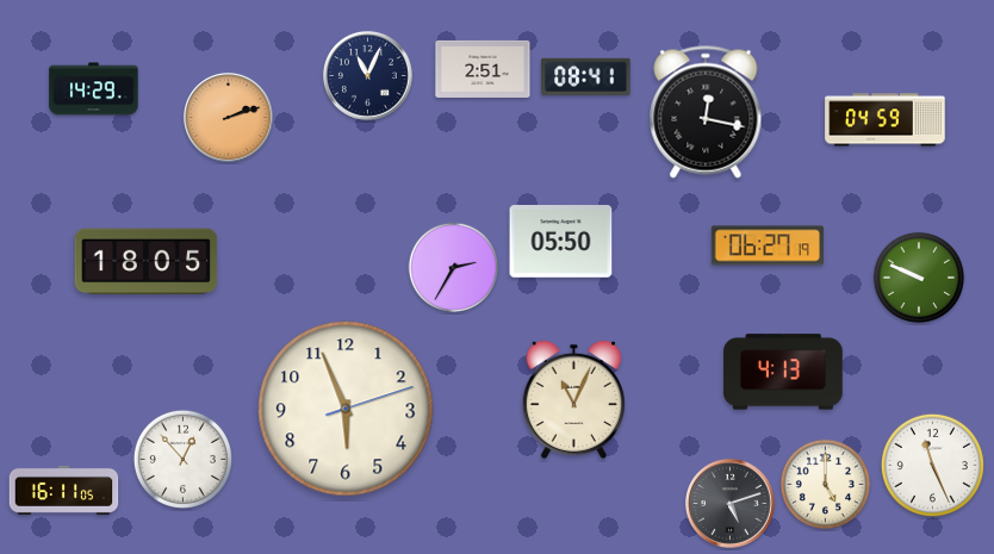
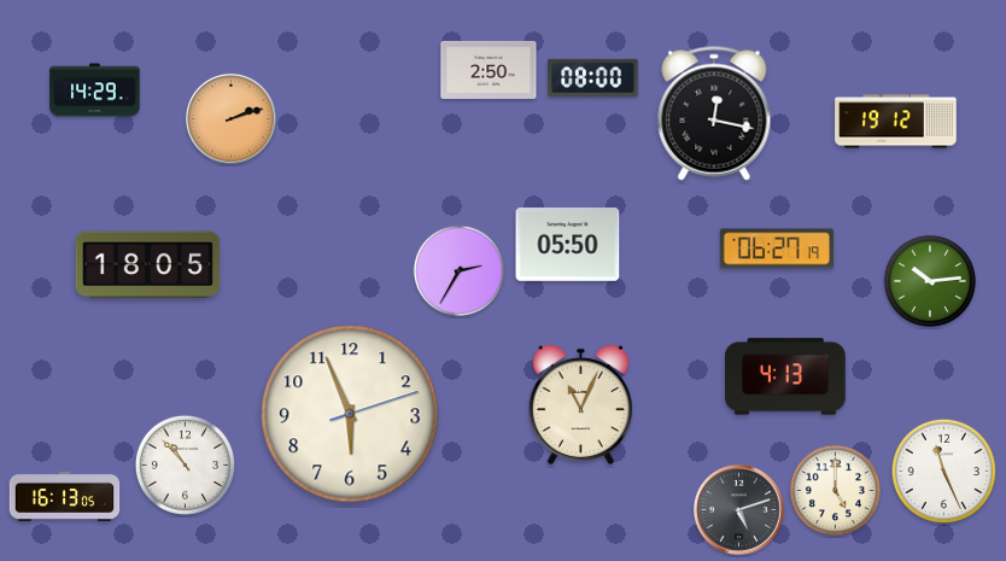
clock at (483, 69): 2:51 -> 2:50
clock at (367, 75): 11:04 -> none
clock at (586, 76): 08:41 -> 08:00
clock at (886, 120): 04:59 -> 19:12
clock at (918, 276): 9:49 -> 10:14
clock at (783, 372) position: (783, 372) -> (785, 376)
clock at (182, 459): 12:53 -> 10:53
clock at (64, 490): 16:11 -> 16:13
